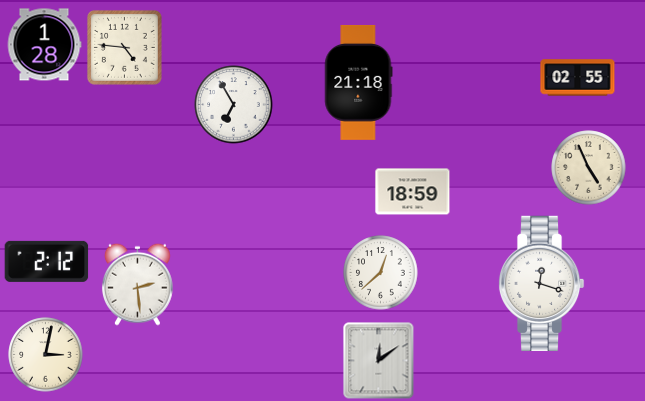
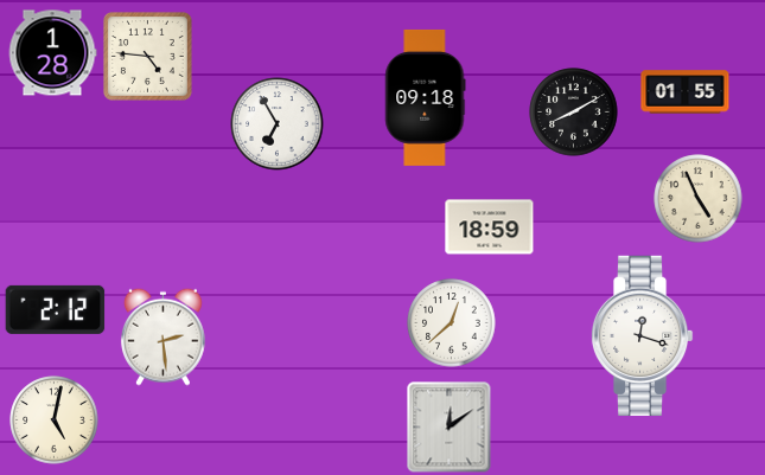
clock at (578, 78): 02:55 -> 01:55
clock at (359, 82): 21:18 -> 09:18
clock at (574, 113): none -> 8:10
clock at (46, 355): 3:02 -> 5:02
